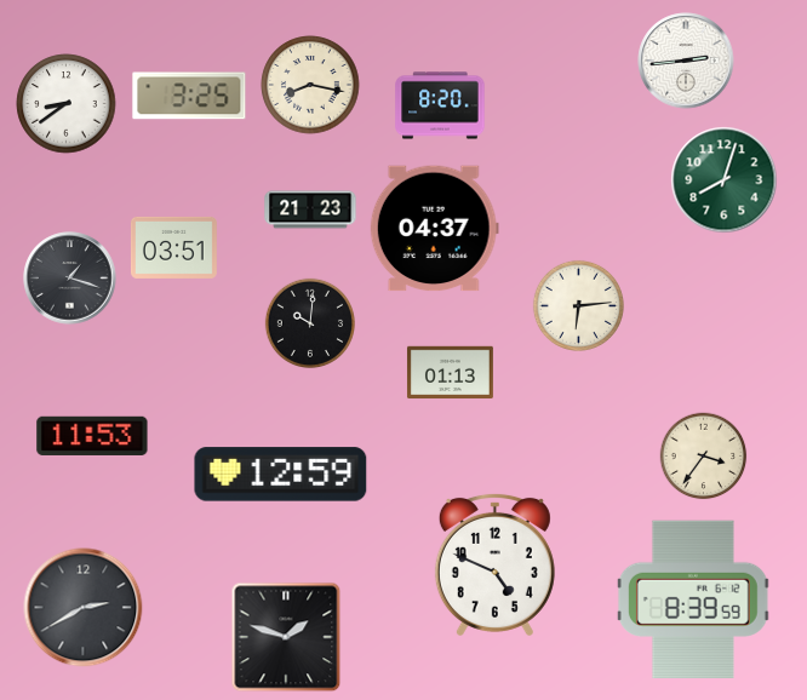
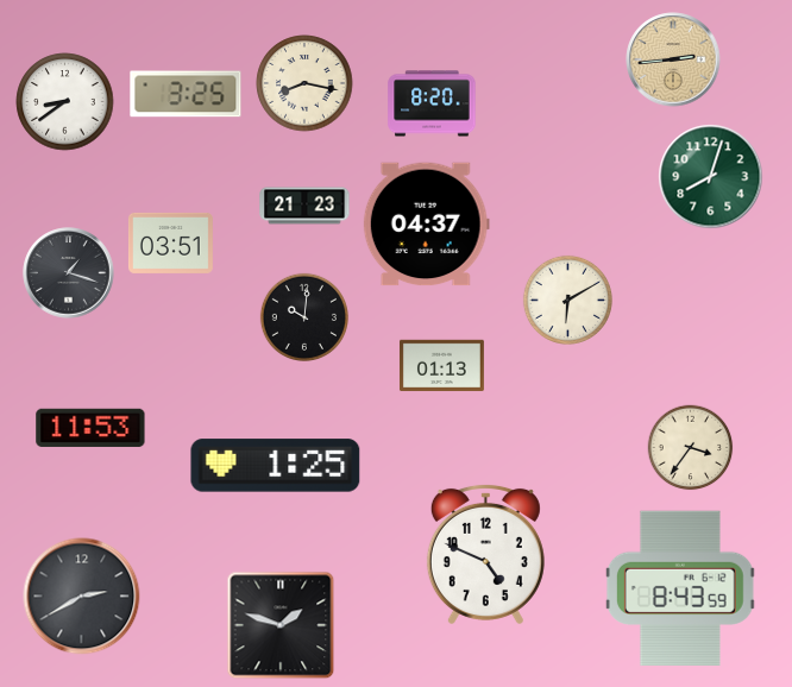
clock at (686, 61) dial: white -> champagne
clock at (578, 305): 6:14 -> 6:10
clock at (281, 475): 12:59 -> 1:25
clock at (693, 598): 8:39 -> 8:43
